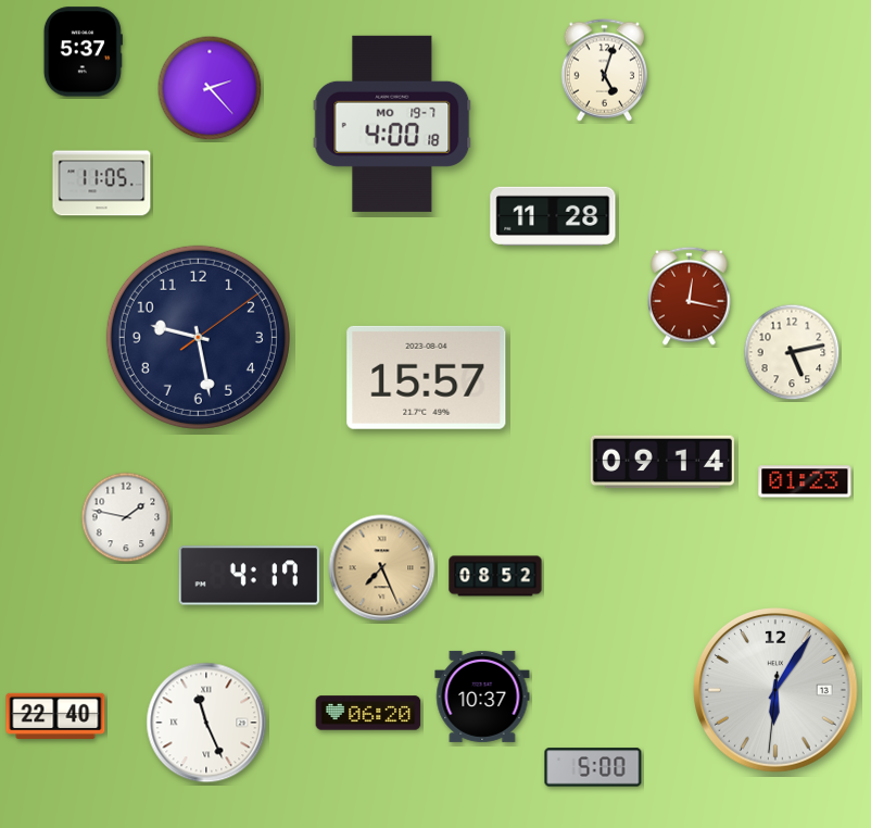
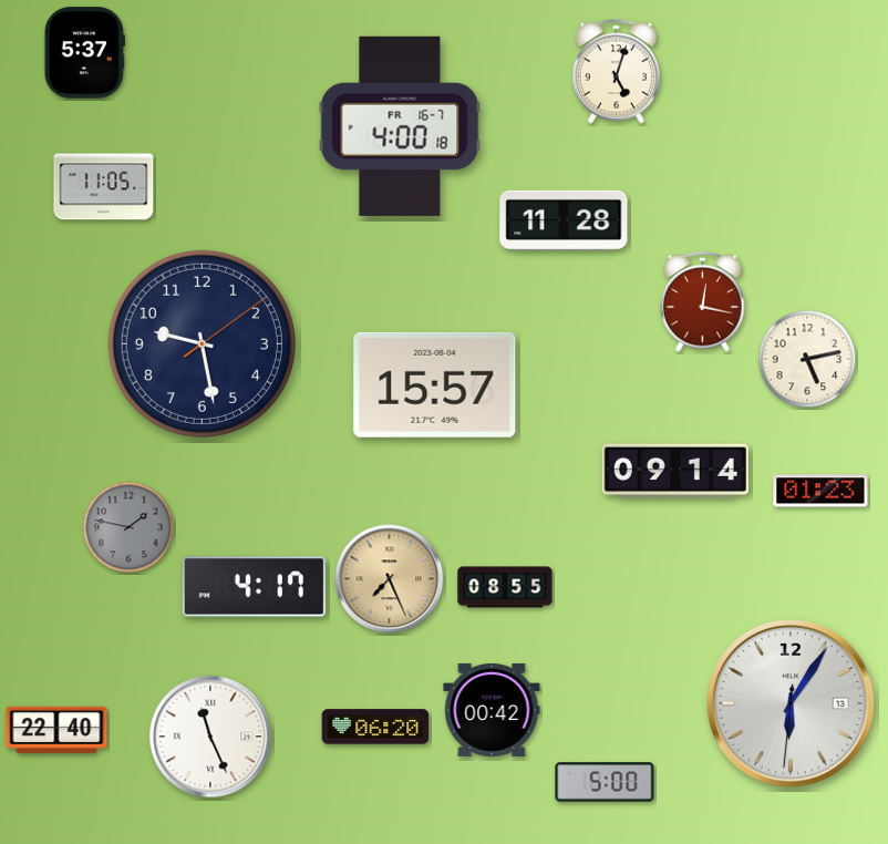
clock at (210, 88): 2:23 -> none
clock at (392, 124) date: MO 19-7 -> FR 16-7
clock at (126, 517) dial: white -> grey
clock at (495, 576): 08:52 -> 08:55
clock at (482, 697): 10:37 -> 00:42
